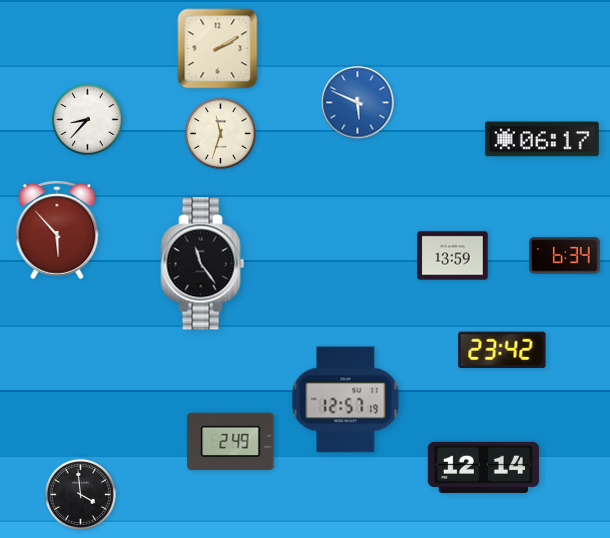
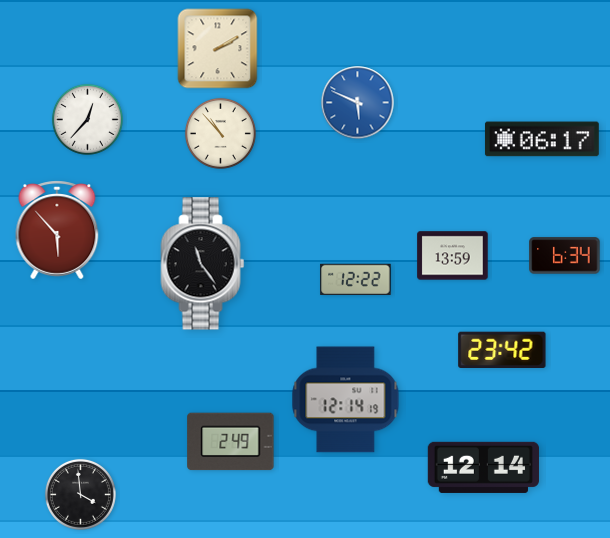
clock at (87, 119): 8:37 -> 12:37
clock at (220, 133): 11:33 -> 10:53
clock at (356, 279): none -> 12:22
clock at (346, 400): 12:57 -> 12:14
